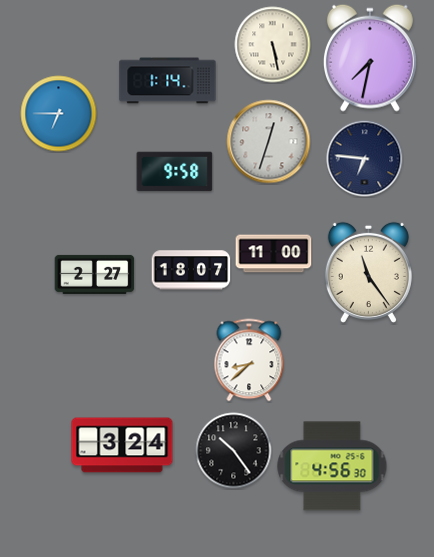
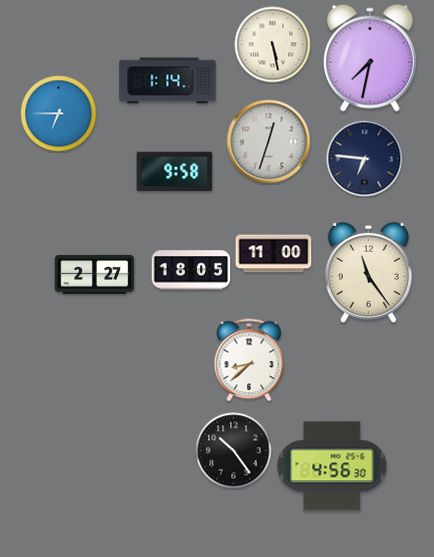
clock at (191, 270): 18:07 -> 18:05
clock at (122, 445): 3:24 -> none
